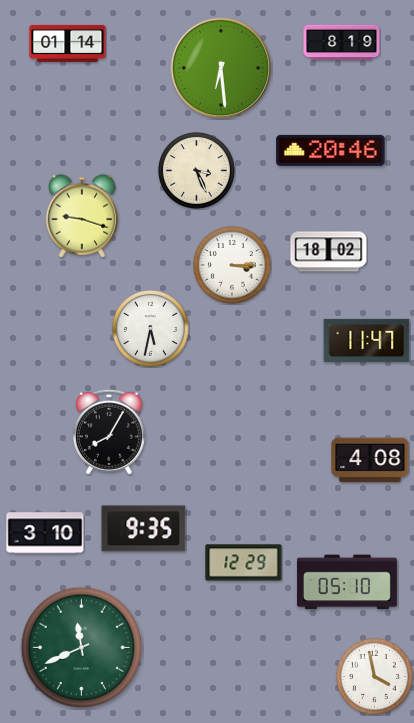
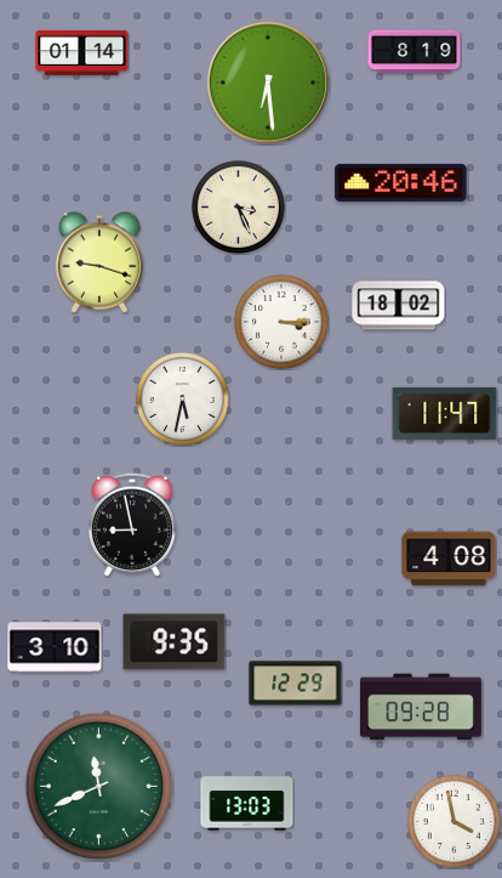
clock at (109, 432): 8:05 -> 8:58
clock at (347, 582): 05:10 -> 09:28
clock at (247, 804): none -> 13:03
